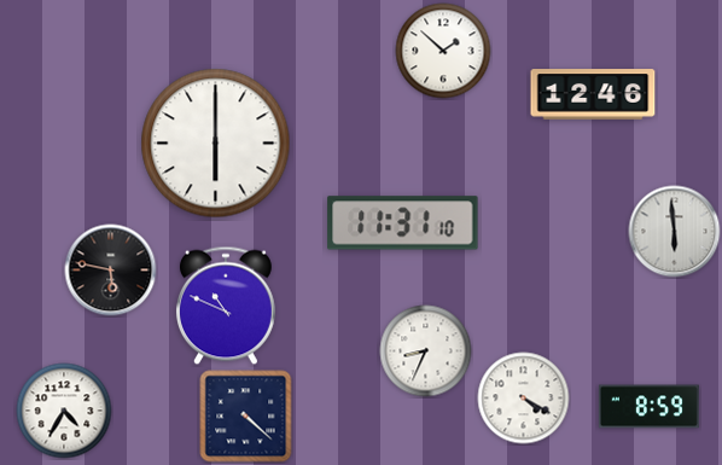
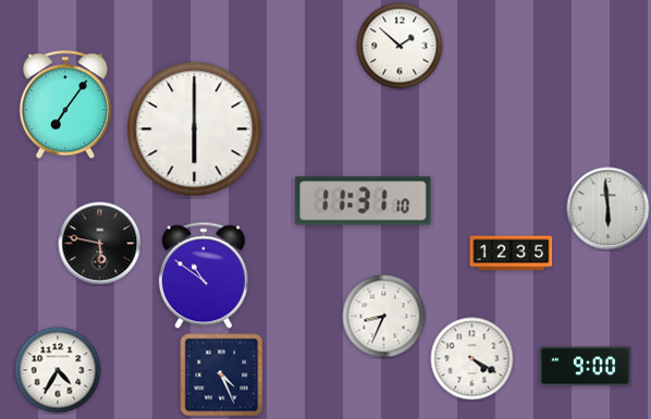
clock at (593, 94): 12:46 -> none
clock at (65, 104): none -> 7:06
clock at (512, 254): none -> 12:35
clock at (226, 306): 10:49 -> 10:51
clock at (648, 407): 8:59 -> 9:00
clock at (246, 417): 4:22 -> 4:26
